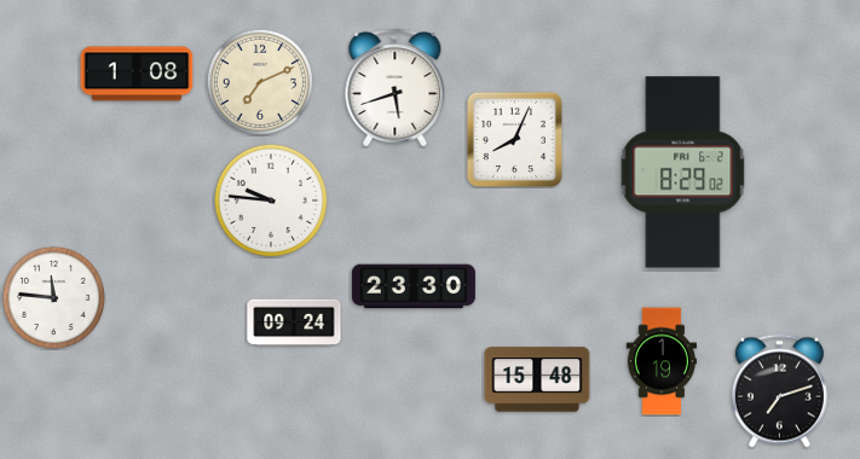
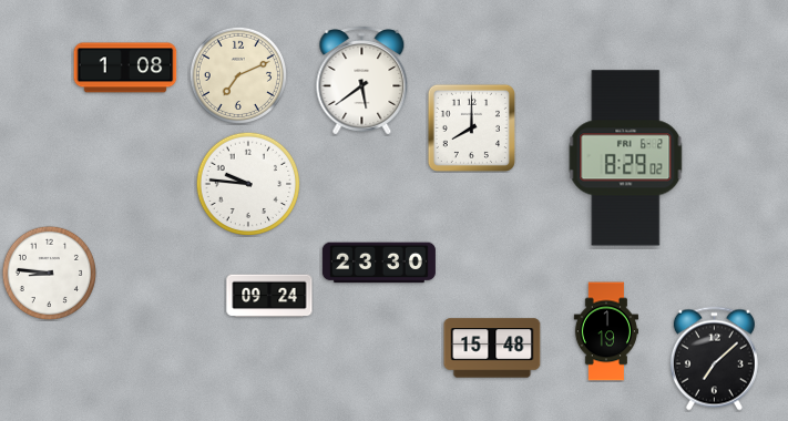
clock at (396, 88): 5:42 -> 5:39
clock at (514, 139): 8:04 -> 8:00
clock at (53, 297): 11:46 -> 8:46
clock at (779, 391): 7:12 -> 7:08
